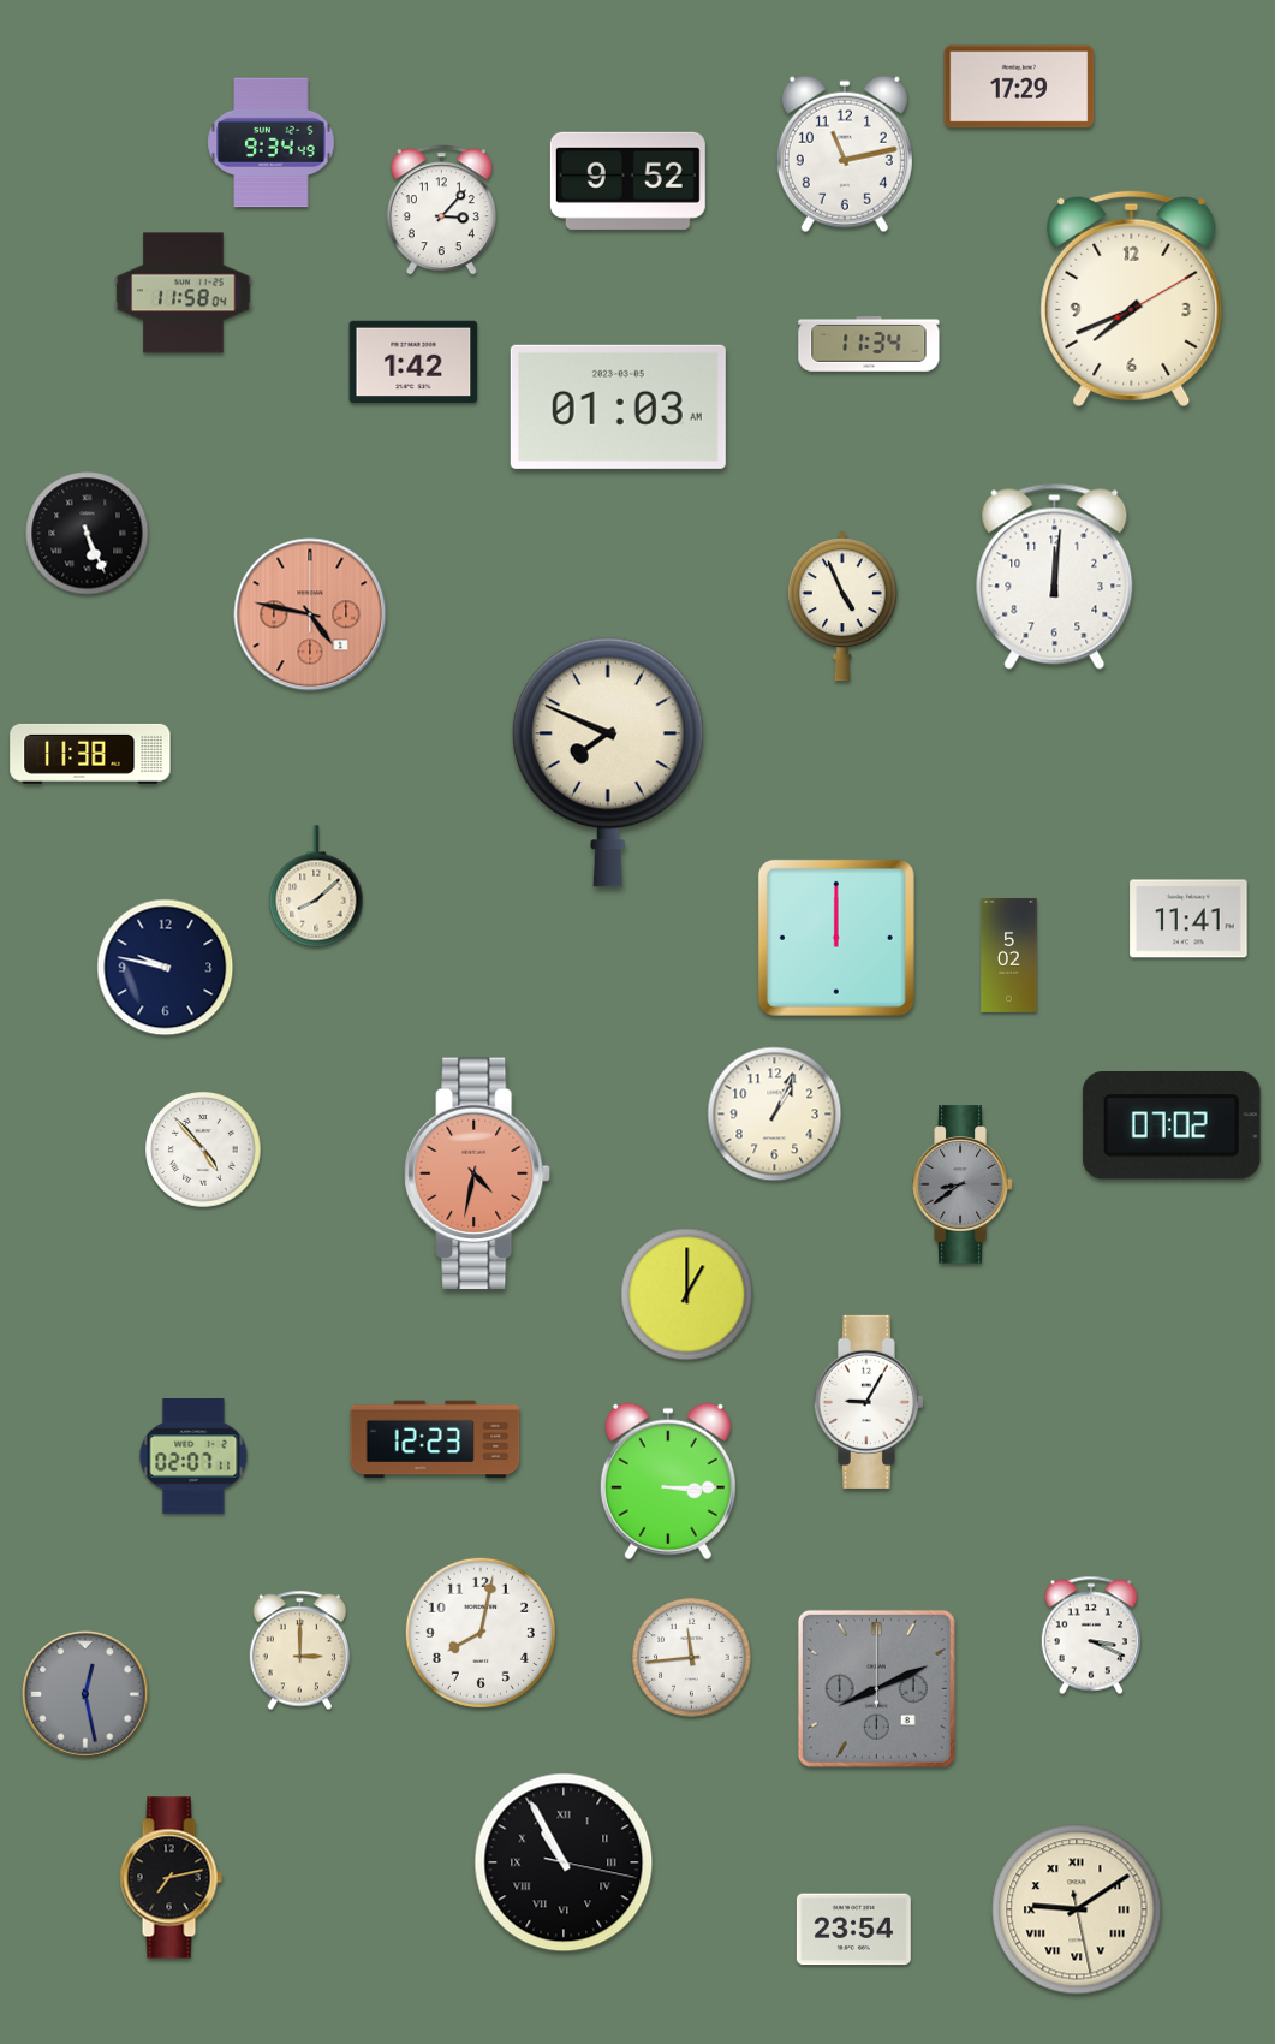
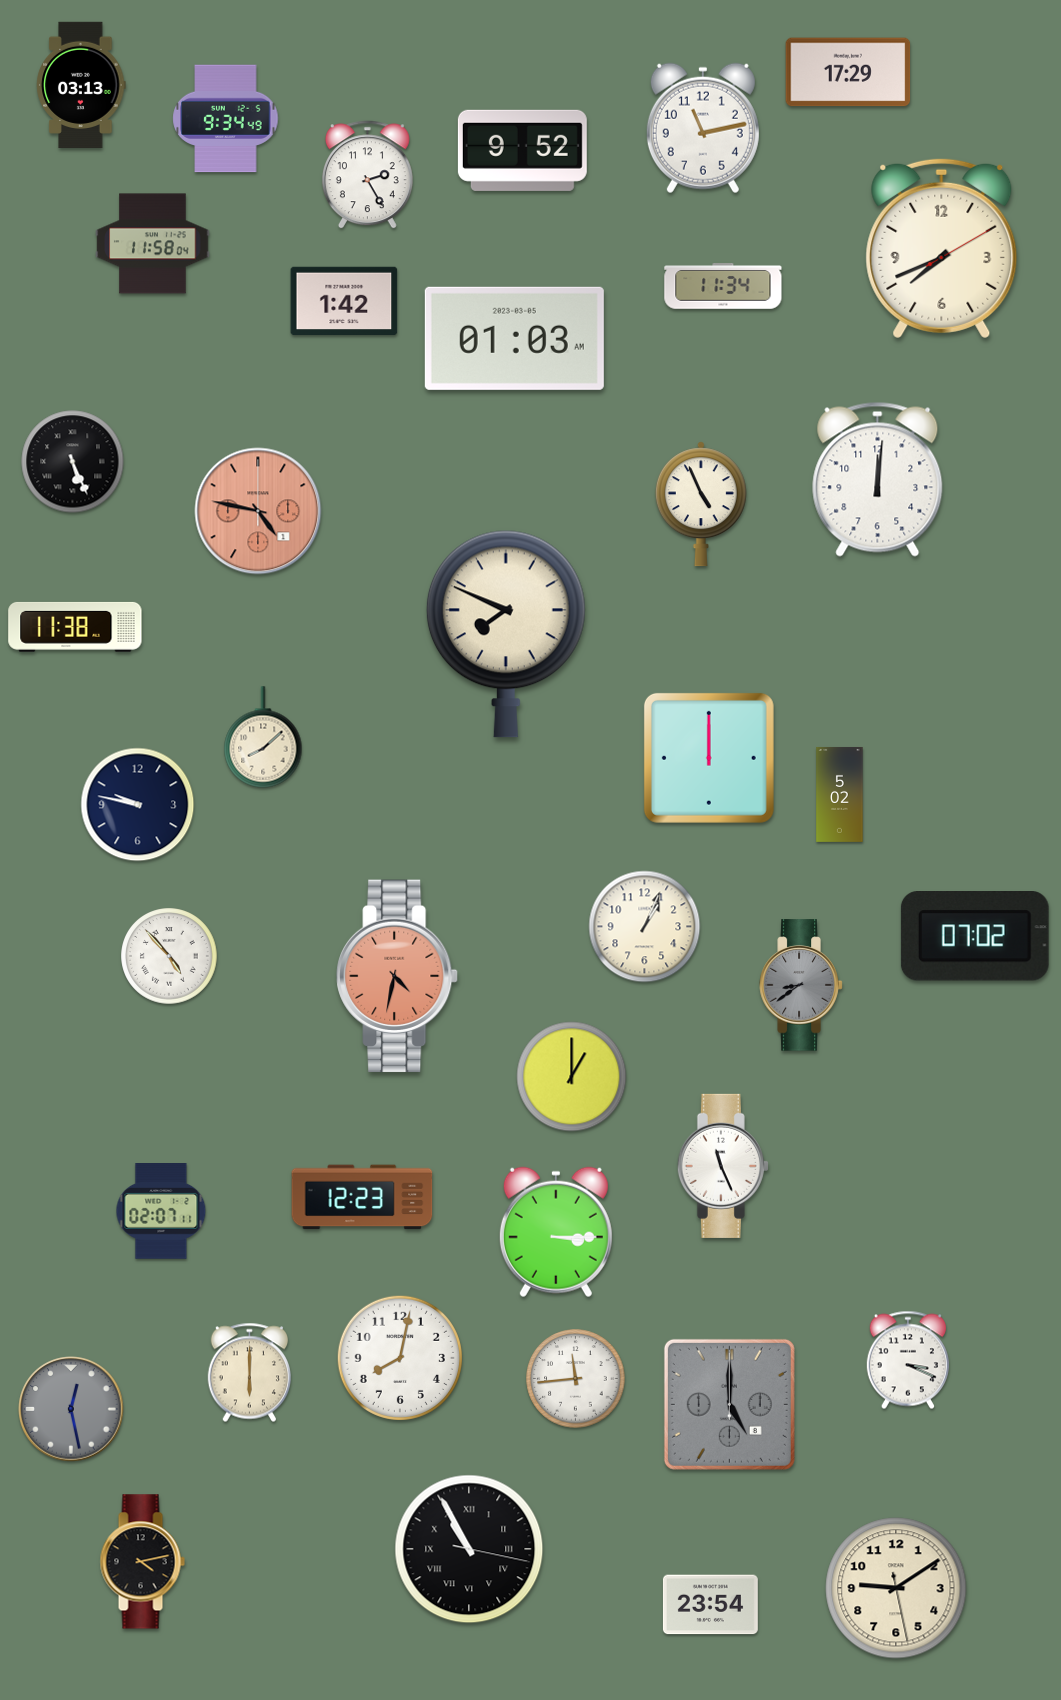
clock at (81, 84): none -> 03:13
clock at (441, 210): 3:07 -> 2:25
clock at (88, 534) position: (88, 534) -> (73, 462)
clock at (1188, 919): 11:41 -> none
clock at (836, 938) position: (836, 938) -> (709, 758)
clock at (869, 1402): 9:05 -> 11:26
clock at (299, 1651): 3:00 -> 6:00
clock at (876, 1688): 8:11 -> 5:00
clock at (171, 1878): 7:13 -> 4:13
clock at (1077, 1909) numerals: Roman -> Arabic
